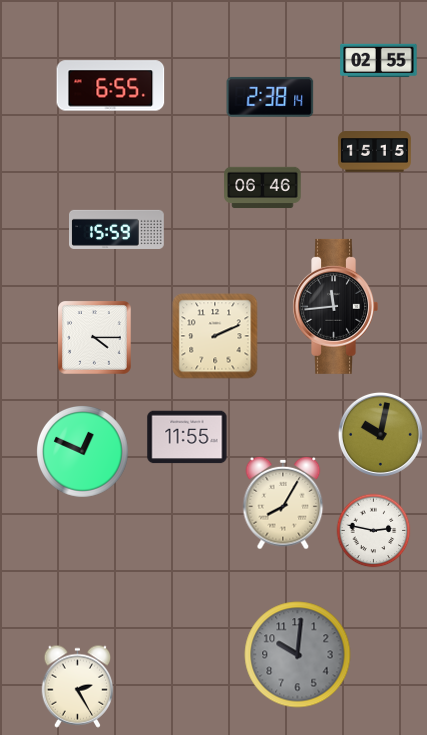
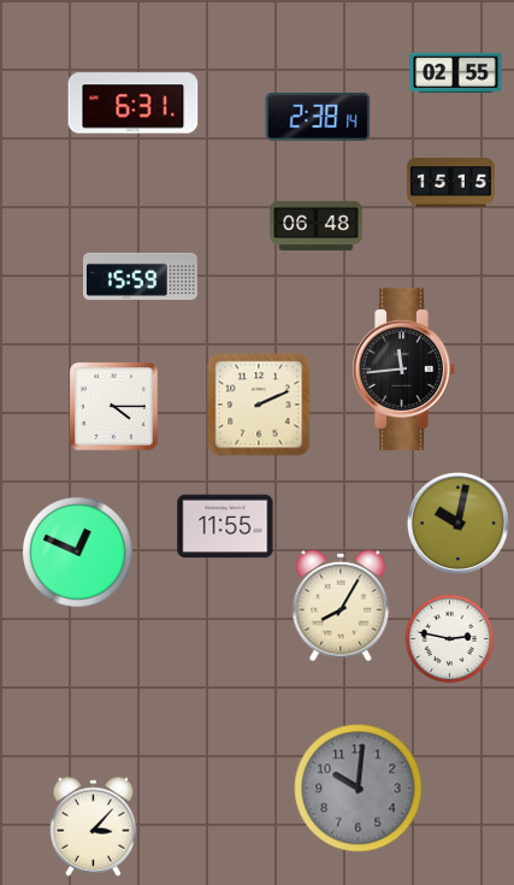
clock at (111, 86): 6:55 -> 6:31
clock at (270, 97) position: (270, 97) -> (318, 117)
clock at (263, 188): 06:46 -> 06:48
clock at (83, 452) position: (83, 452) -> (78, 553)
clock at (78, 686): 2:25 -> 3:07
